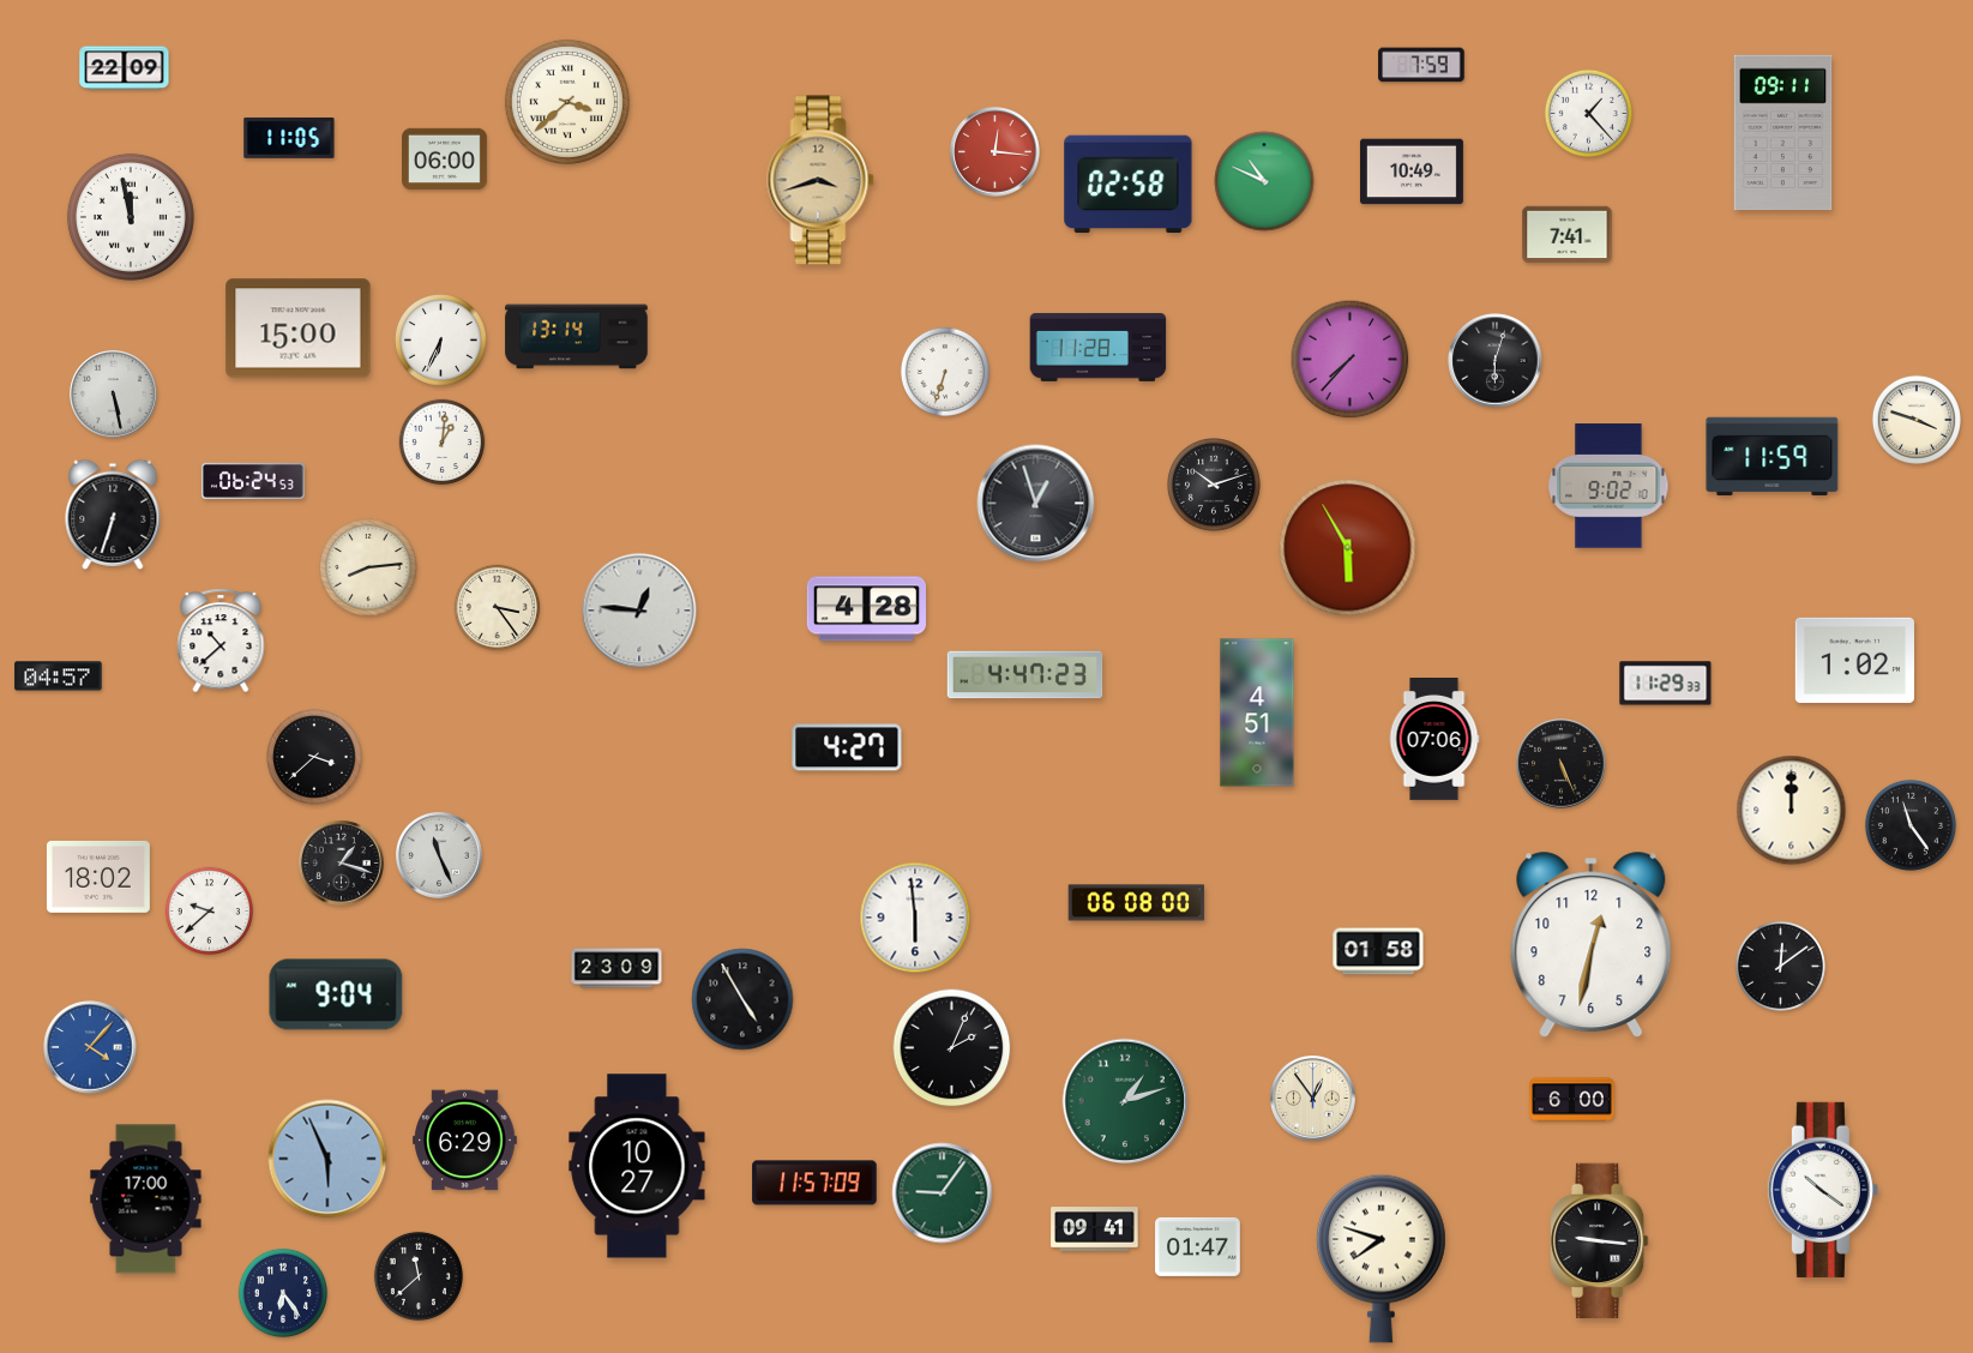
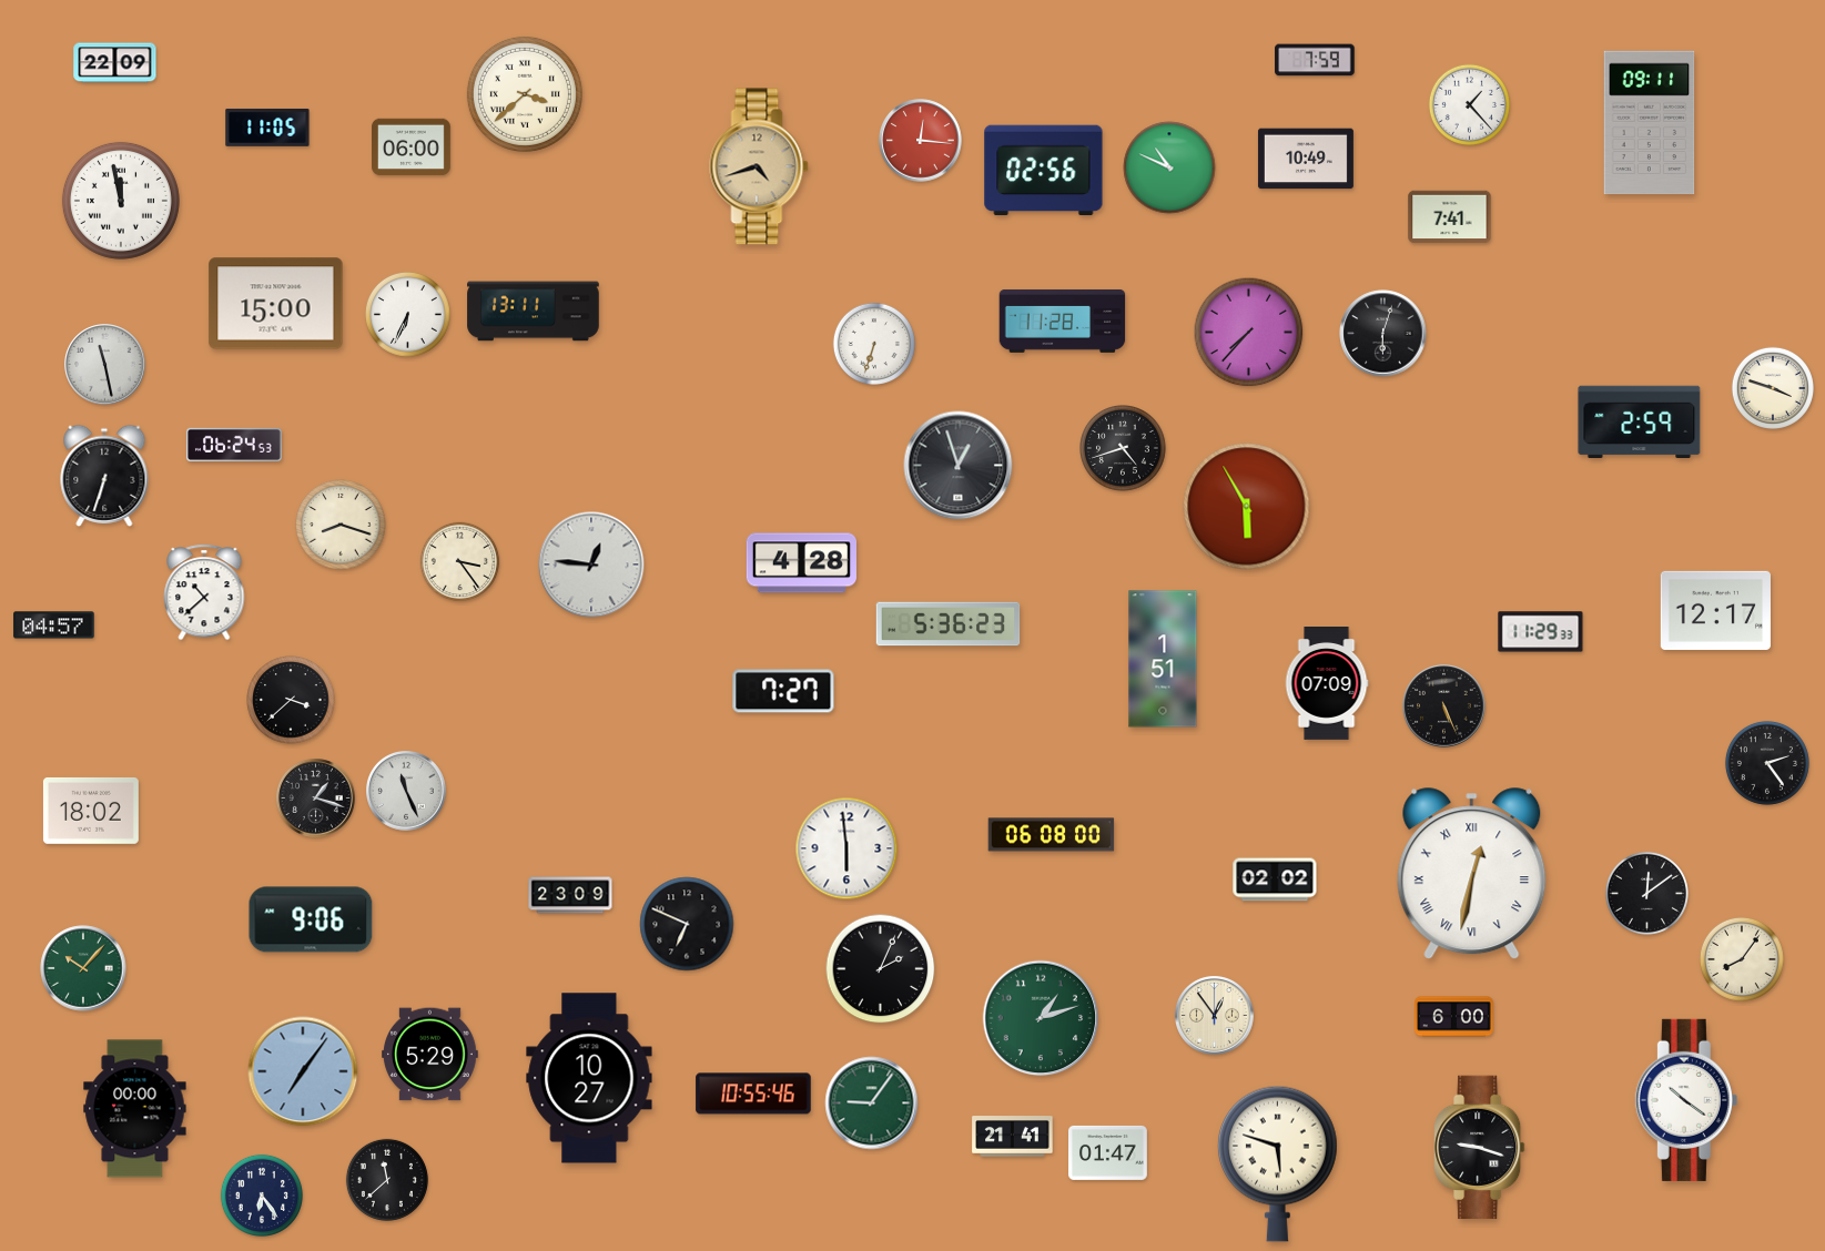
clock at (820, 180): 3:42 -> 4:42
clock at (1129, 185): 02:58 -> 02:56
clock at (577, 337): 13:14 -> 13:11
clock at (1099, 347) position: (1099, 347) -> (1063, 321)
clock at (114, 395): 5:28 -> 11:28
clock at (443, 443): 1:01 -> none
clock at (1773, 456): 11:59 -> 2:59
clock at (1215, 486): 10:12 -> 4:42
clock at (1608, 486): 9:02 -> none
clock at (368, 567): 8:14 -> 8:18
clock at (1854, 660): 1:02 -> 12:17
clock at (1025, 675): 4:47 -> 5:36
clock at (1257, 712): 4:51 -> 1:51
clock at (1434, 740): 07:06 -> 07:09
clock at (847, 747): 4:27 -> 7:27
clock at (1792, 811): 12:00 -> none
clock at (1911, 825): 11:24 -> 2:24
clock at (209, 910): 9:38 -> none
clock at (1592, 945) numerals: Arabic -> Roman
clock at (1378, 951): 01:58 -> 02:02
clock at (336, 994): 9:04 -> 9:06
clock at (742, 999): 4:55 -> 6:49
clock at (1742, 959): none -> 8:06
clock at (90, 1047): 4:07 -> 10:07
clock at (90, 1047) dial: blue -> green
clock at (465, 1141): 6:29 -> 5:29
clock at (327, 1159): 5:56 -> 7:06
clock at (814, 1183): 11:57 -> 10:55
clock at (146, 1199): 17:00 -> 00:00
clock at (1095, 1229): 09:41 -> 21:41
clock at (1600, 1241): 9:16 -> 9:18
clock at (1382, 1258): 7:48 -> 5:48
